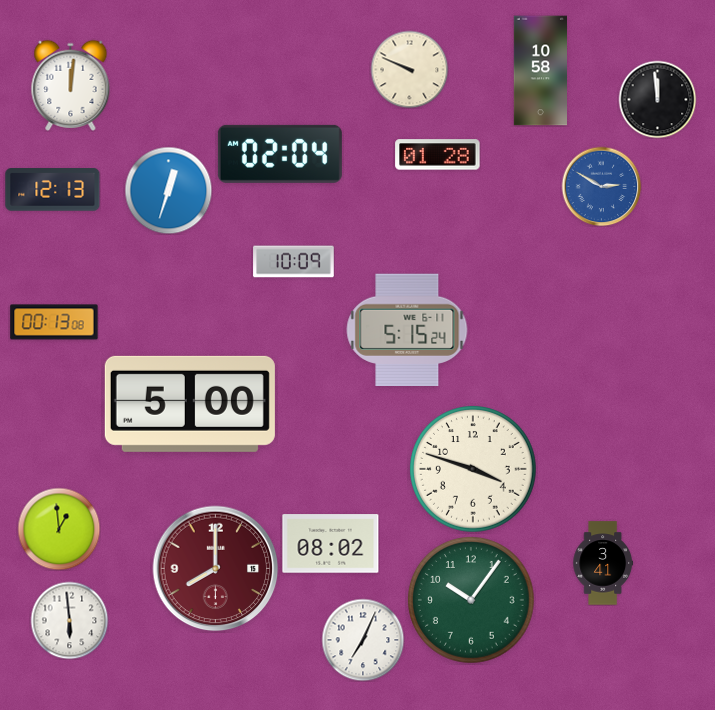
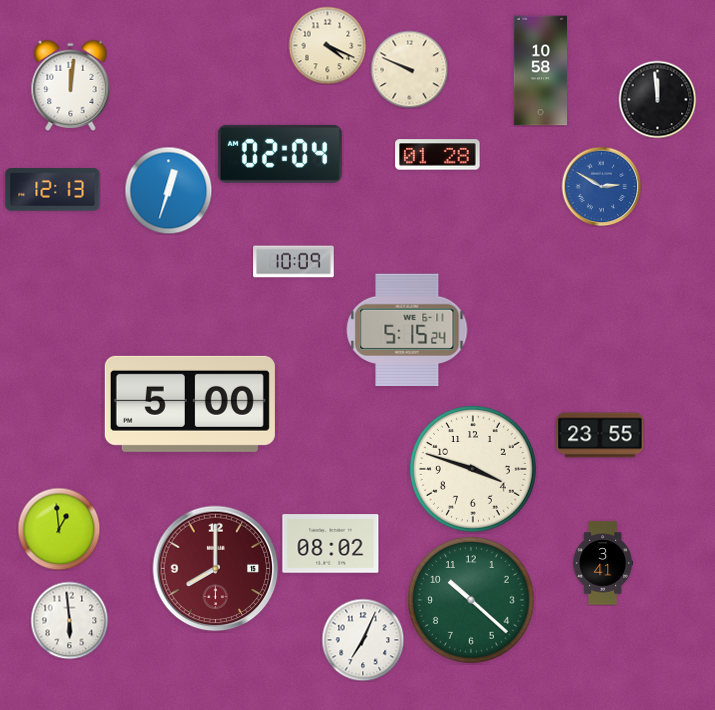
clock at (327, 45): none -> 4:19
clock at (54, 322): 00:13 -> none
clock at (600, 435): none -> 23:55
clock at (472, 601): 10:06 -> 10:22
